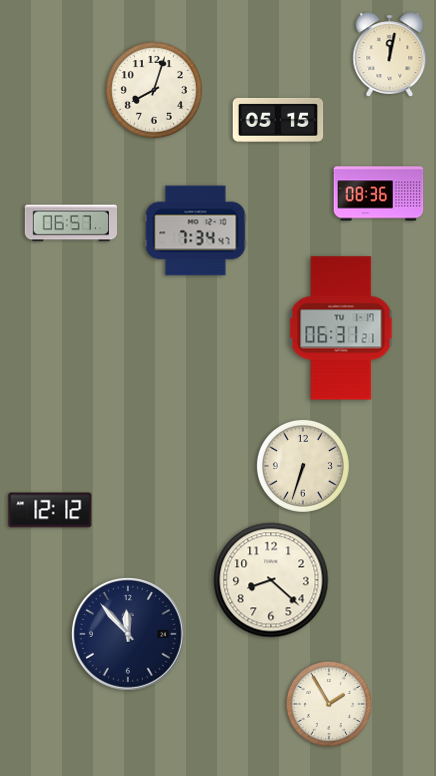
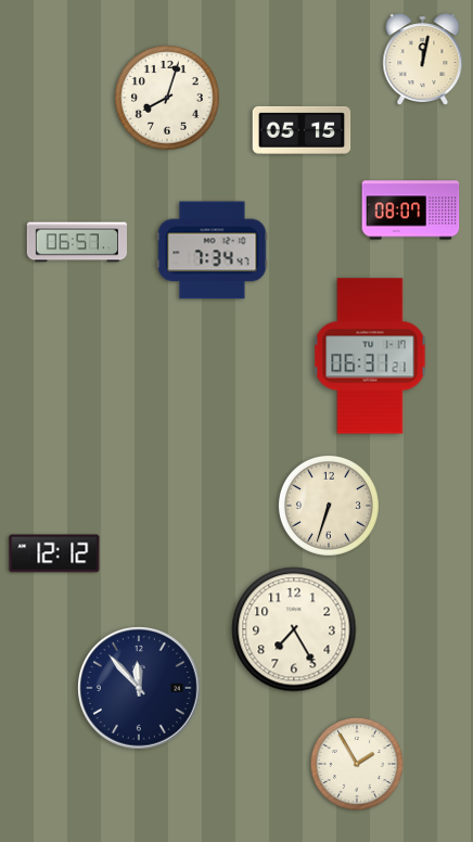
clock at (379, 194): 08:36 -> 08:07
clock at (271, 580): 8:22 -> 7:25
